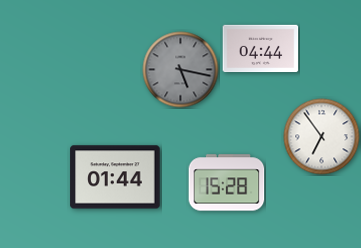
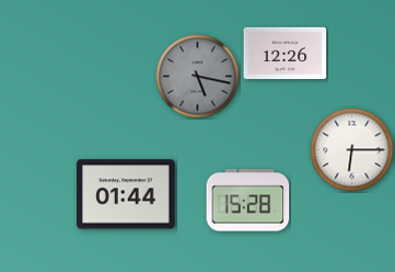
clock at (261, 49): 04:44 -> 12:26
clock at (322, 137): 6:54 -> 6:15
